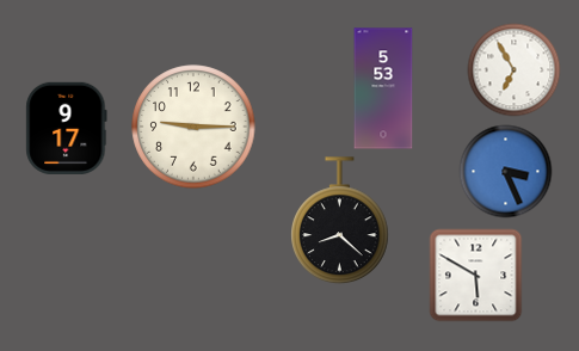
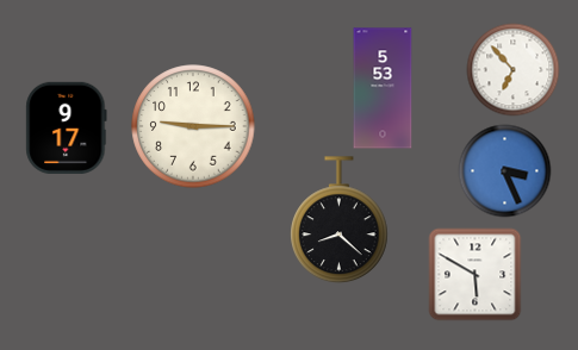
clock at (513, 69): 6:55 -> 6:53
